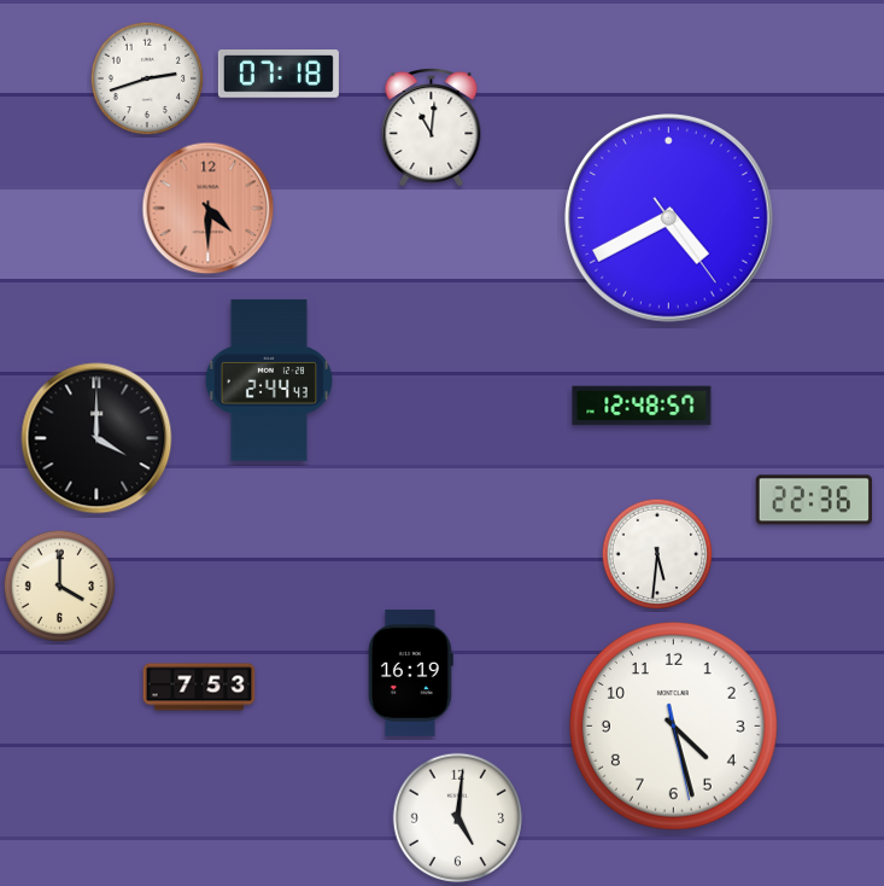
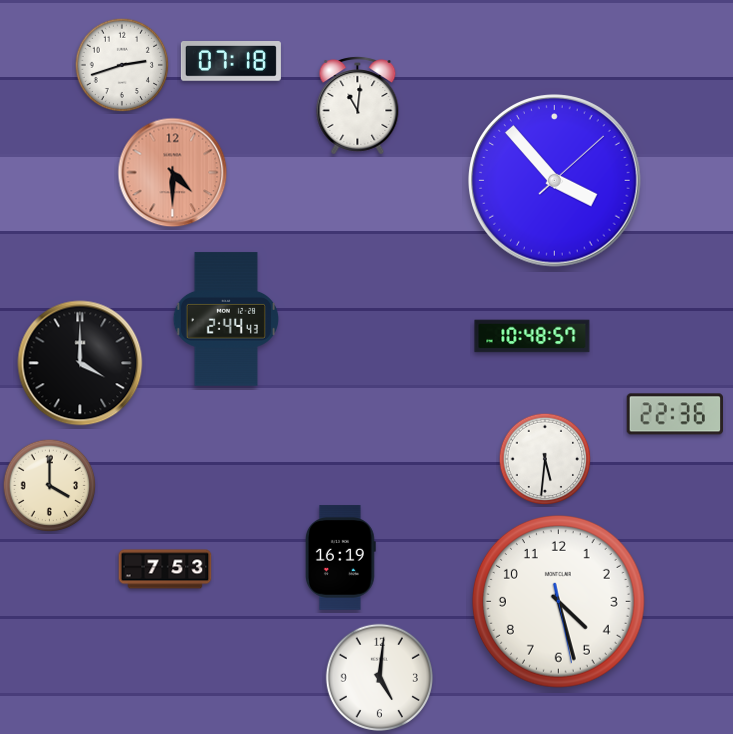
clock at (669, 218): 4:40 -> 3:53
clock at (269, 380) position: (269, 380) -> (226, 319)
clock at (642, 406): 12:48 -> 10:48
